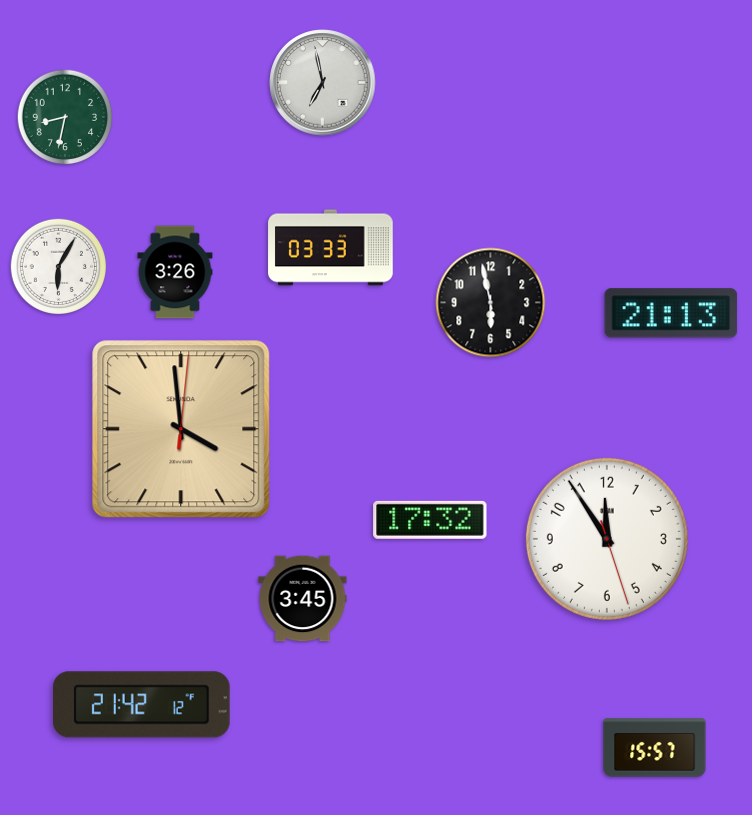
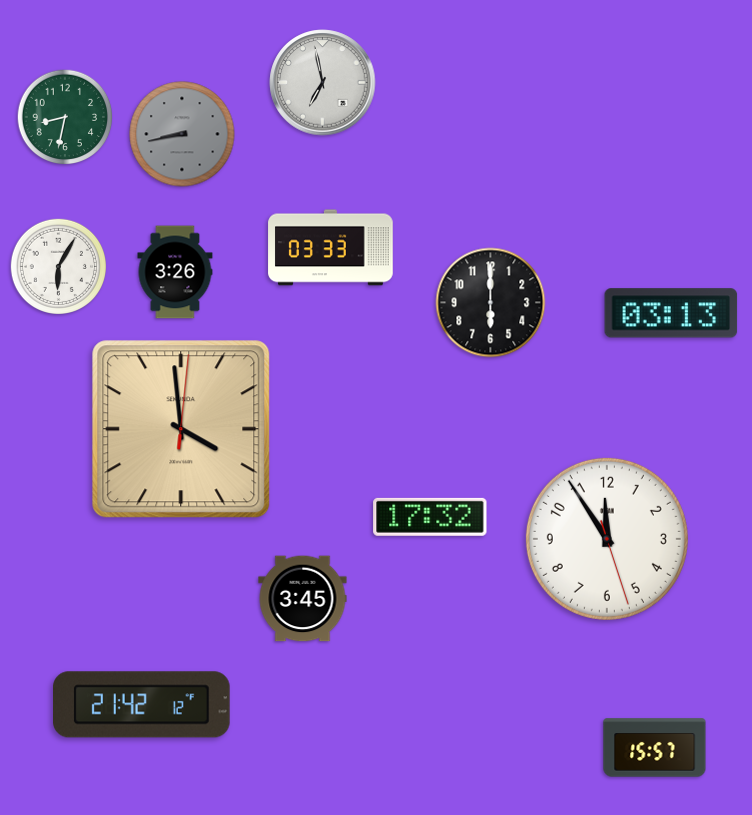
clock at (182, 134): none -> 8:43
clock at (491, 303): 5:58 -> 6:00
clock at (671, 313): 21:13 -> 03:13
clock at (430, 520) position: (430, 520) -> (430, 517)
